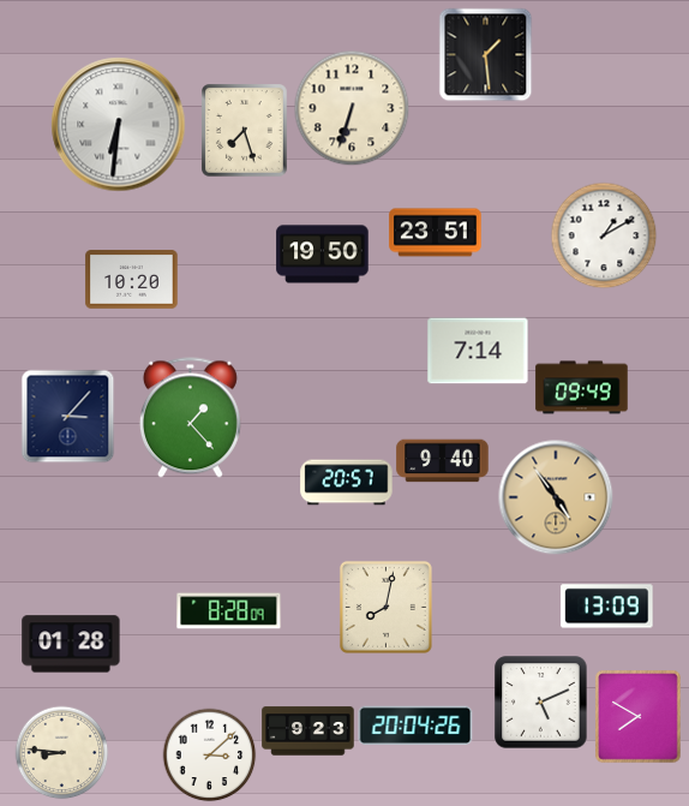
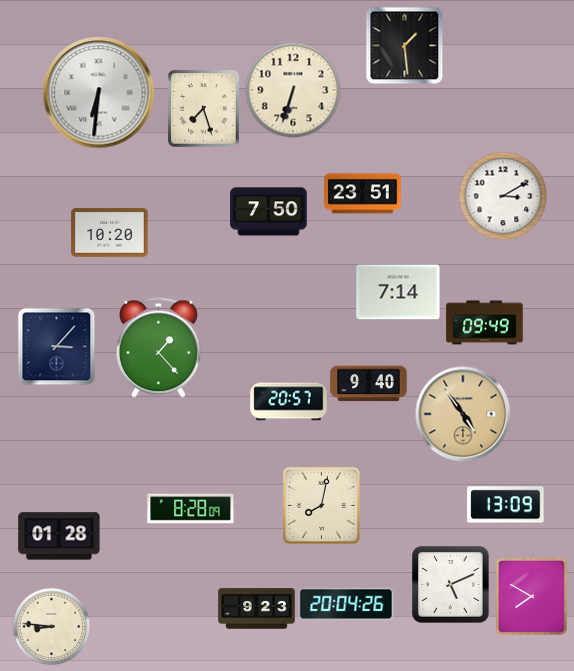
clock at (119, 125) position: (119, 125) -> (99, 93)
clock at (604, 235): 1:10 -> 3:10
clock at (323, 255): 19:50 -> 7:50
clock at (209, 754): 3:08 -> none
